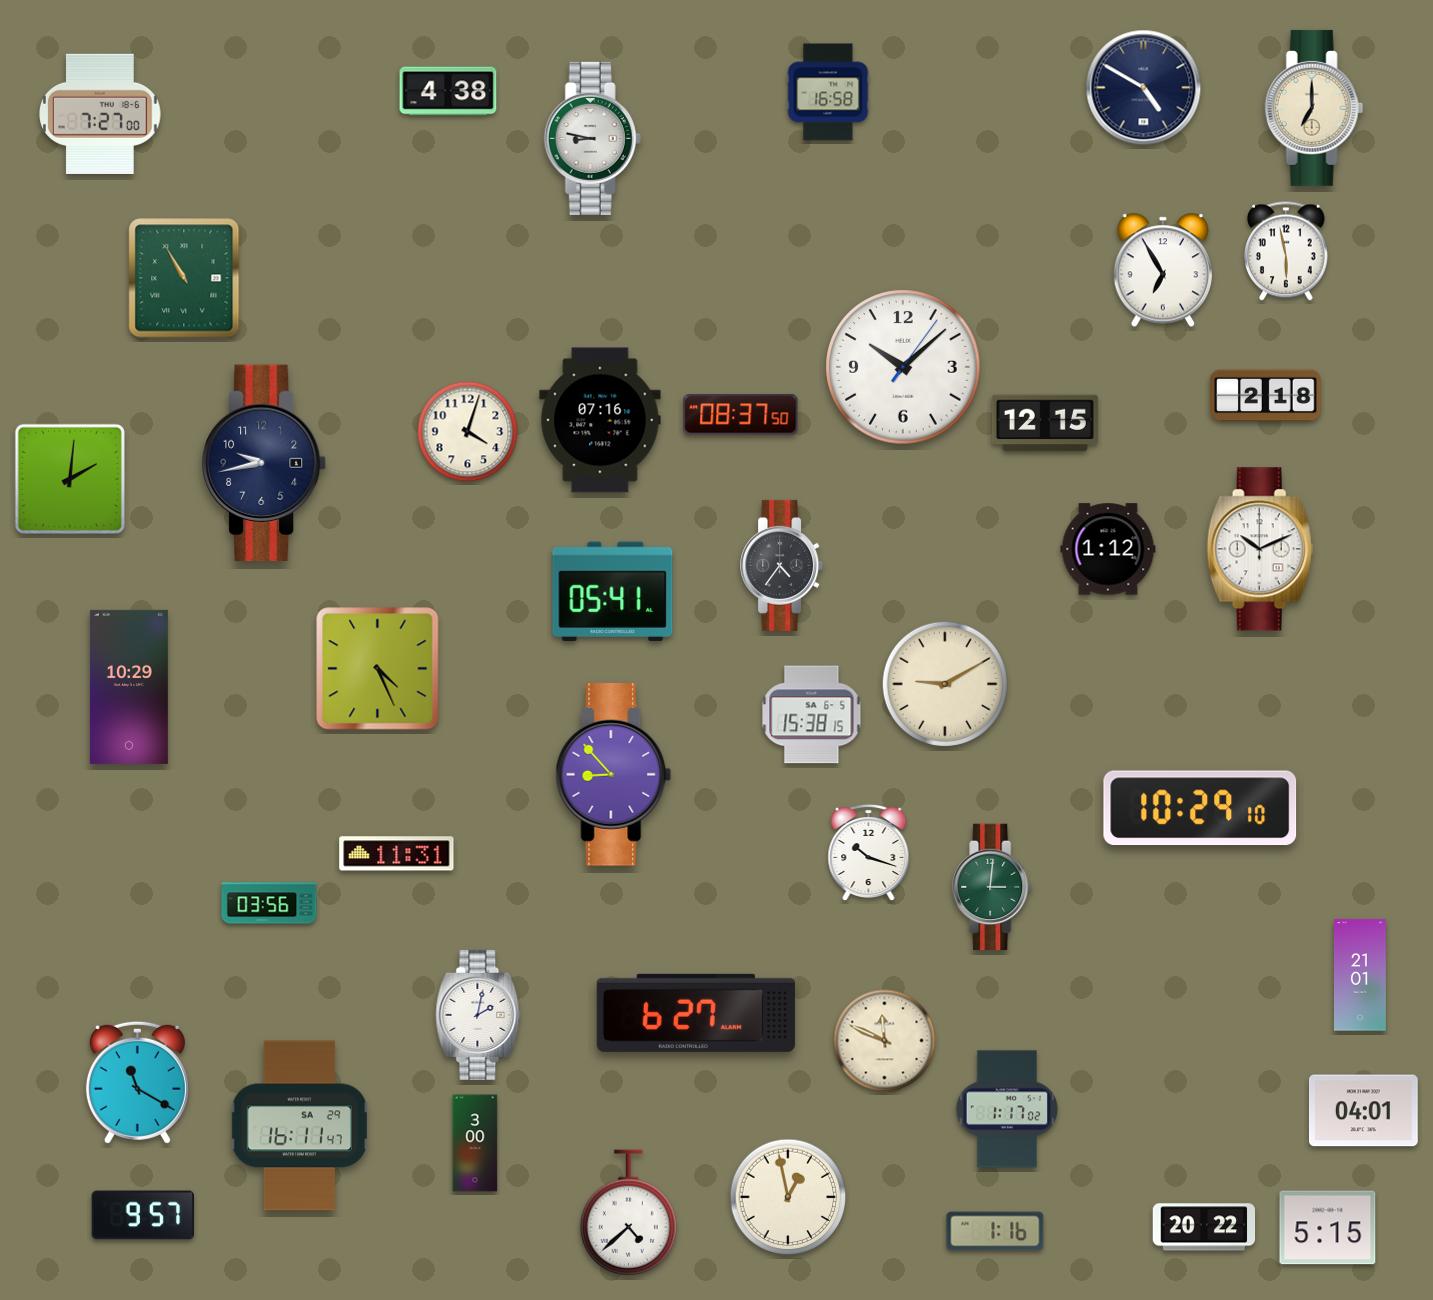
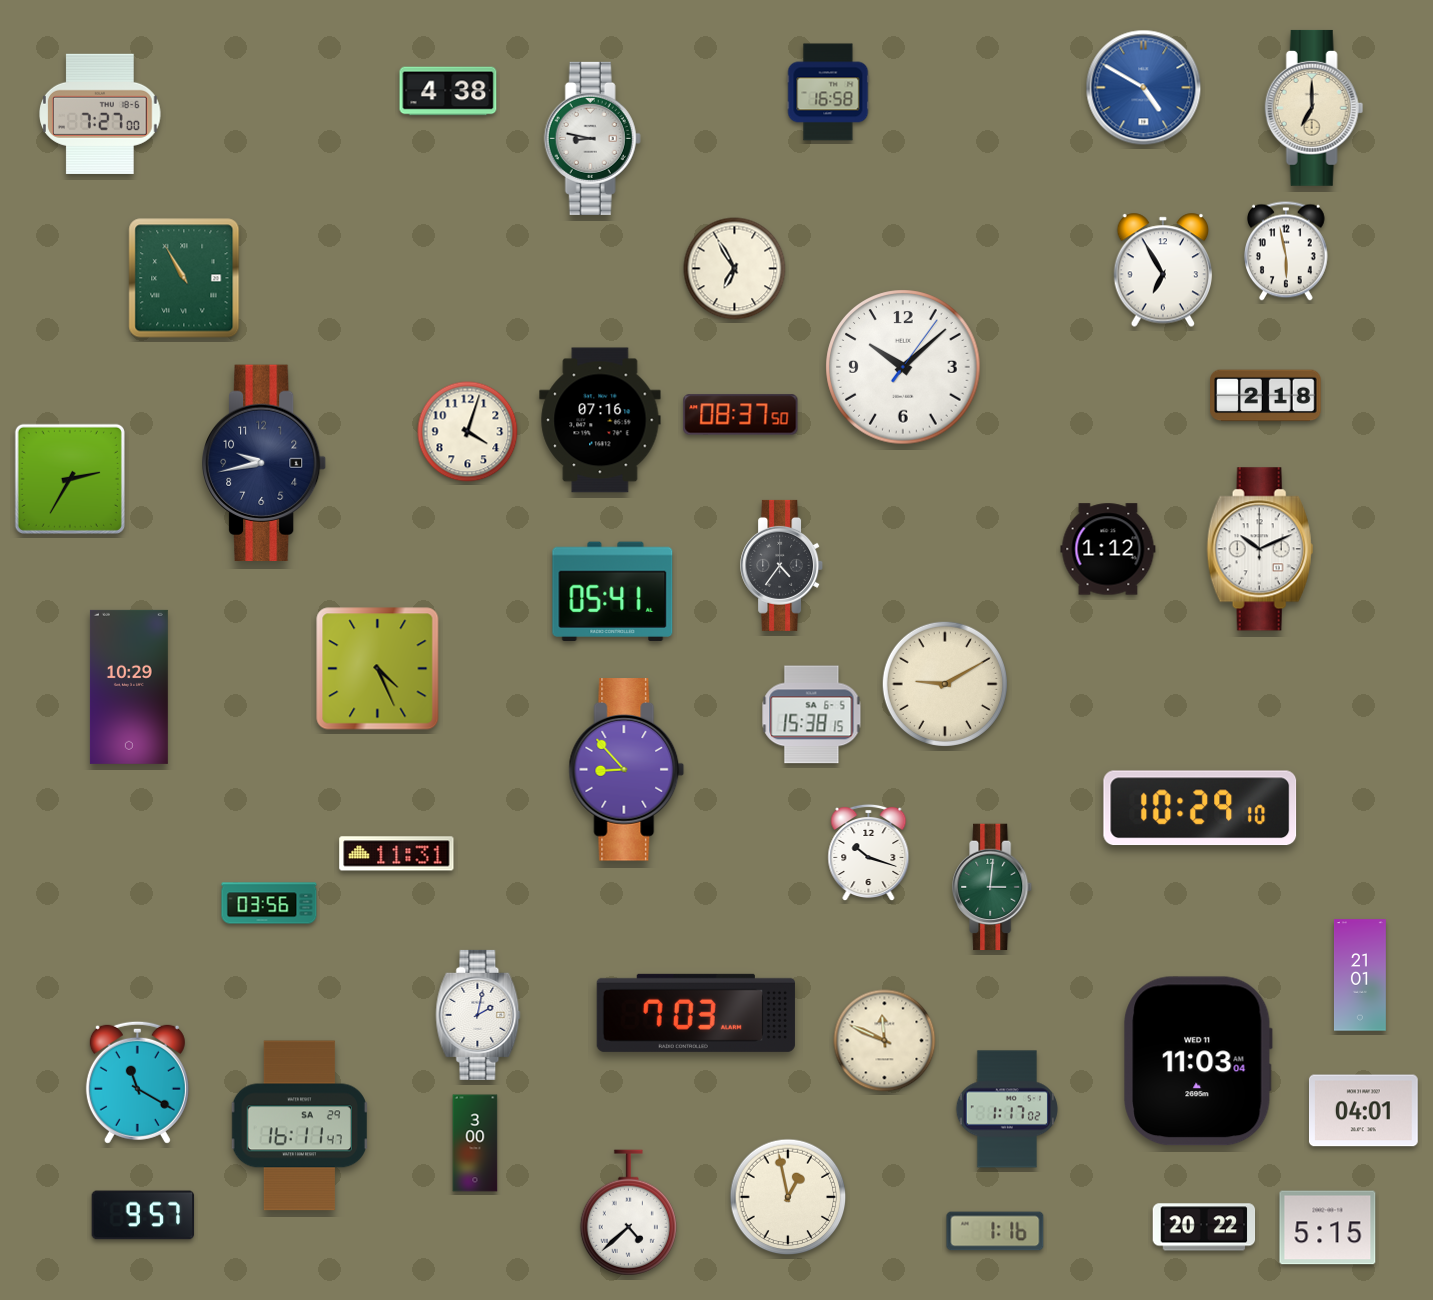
clock at (1144, 88) dial: navy -> blue
clock at (735, 269): none -> 6:55
clock at (1045, 423): 12:15 -> none
clock at (70, 479): 2:01 -> 2:35
clock at (614, 775) position: (614, 775) -> (627, 770)
clock at (696, 1013): 6:27 -> 7:03
clock at (1198, 1061): none -> 11:03
